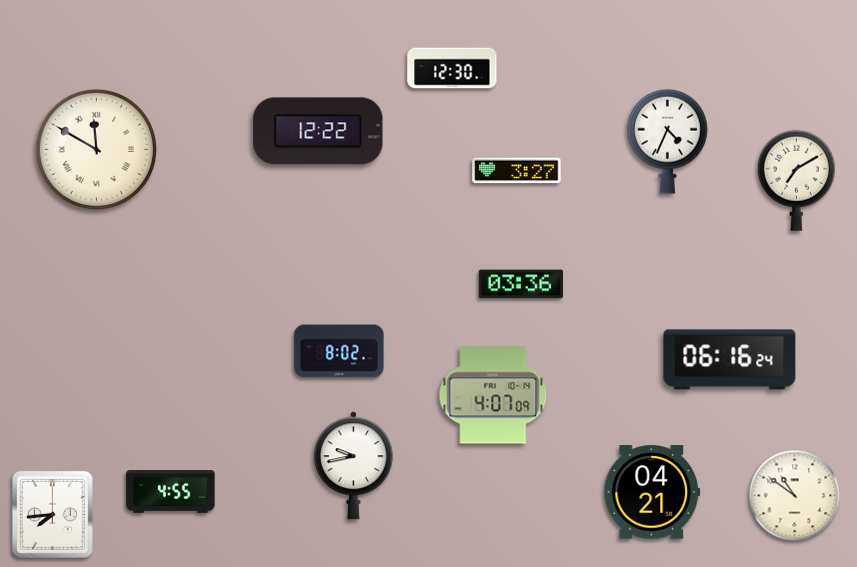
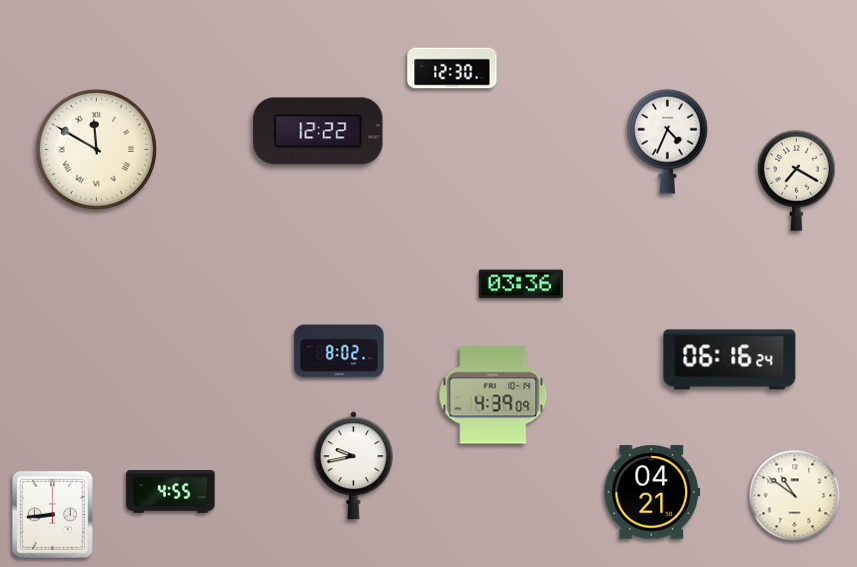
clock at (517, 171): 3:27 -> none
clock at (796, 180): 7:10 -> 7:20
clock at (493, 395): 4:07 -> 4:39
clock at (52, 514): 7:44 -> 8:44
